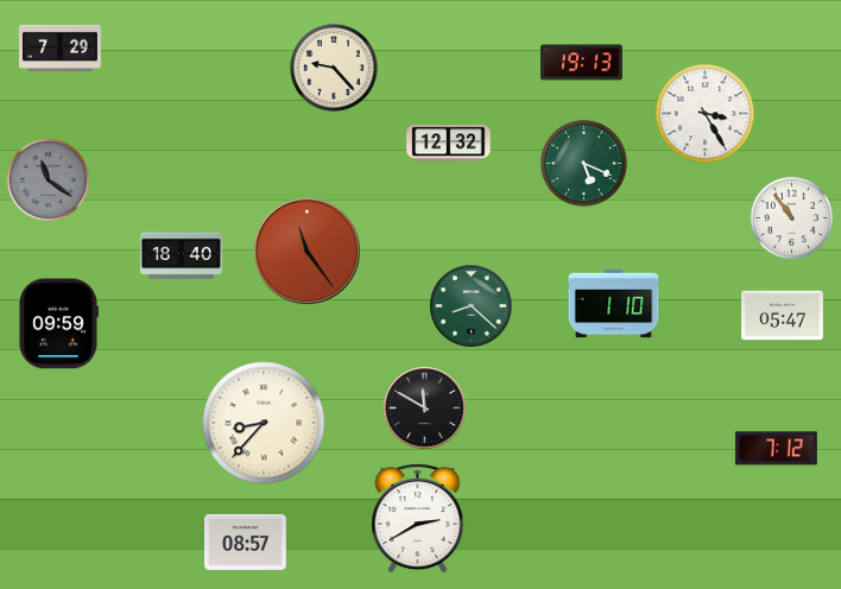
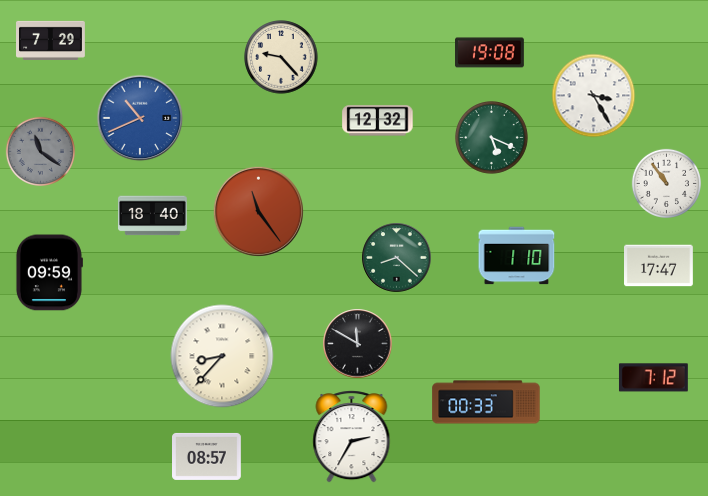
clock at (582, 63): 19:13 -> 19:08
clock at (140, 118): none -> 10:41
clock at (783, 316): 05:47 -> 17:47
clock at (486, 402): none -> 00:33
clock at (418, 519): 2:40 -> 2:35
